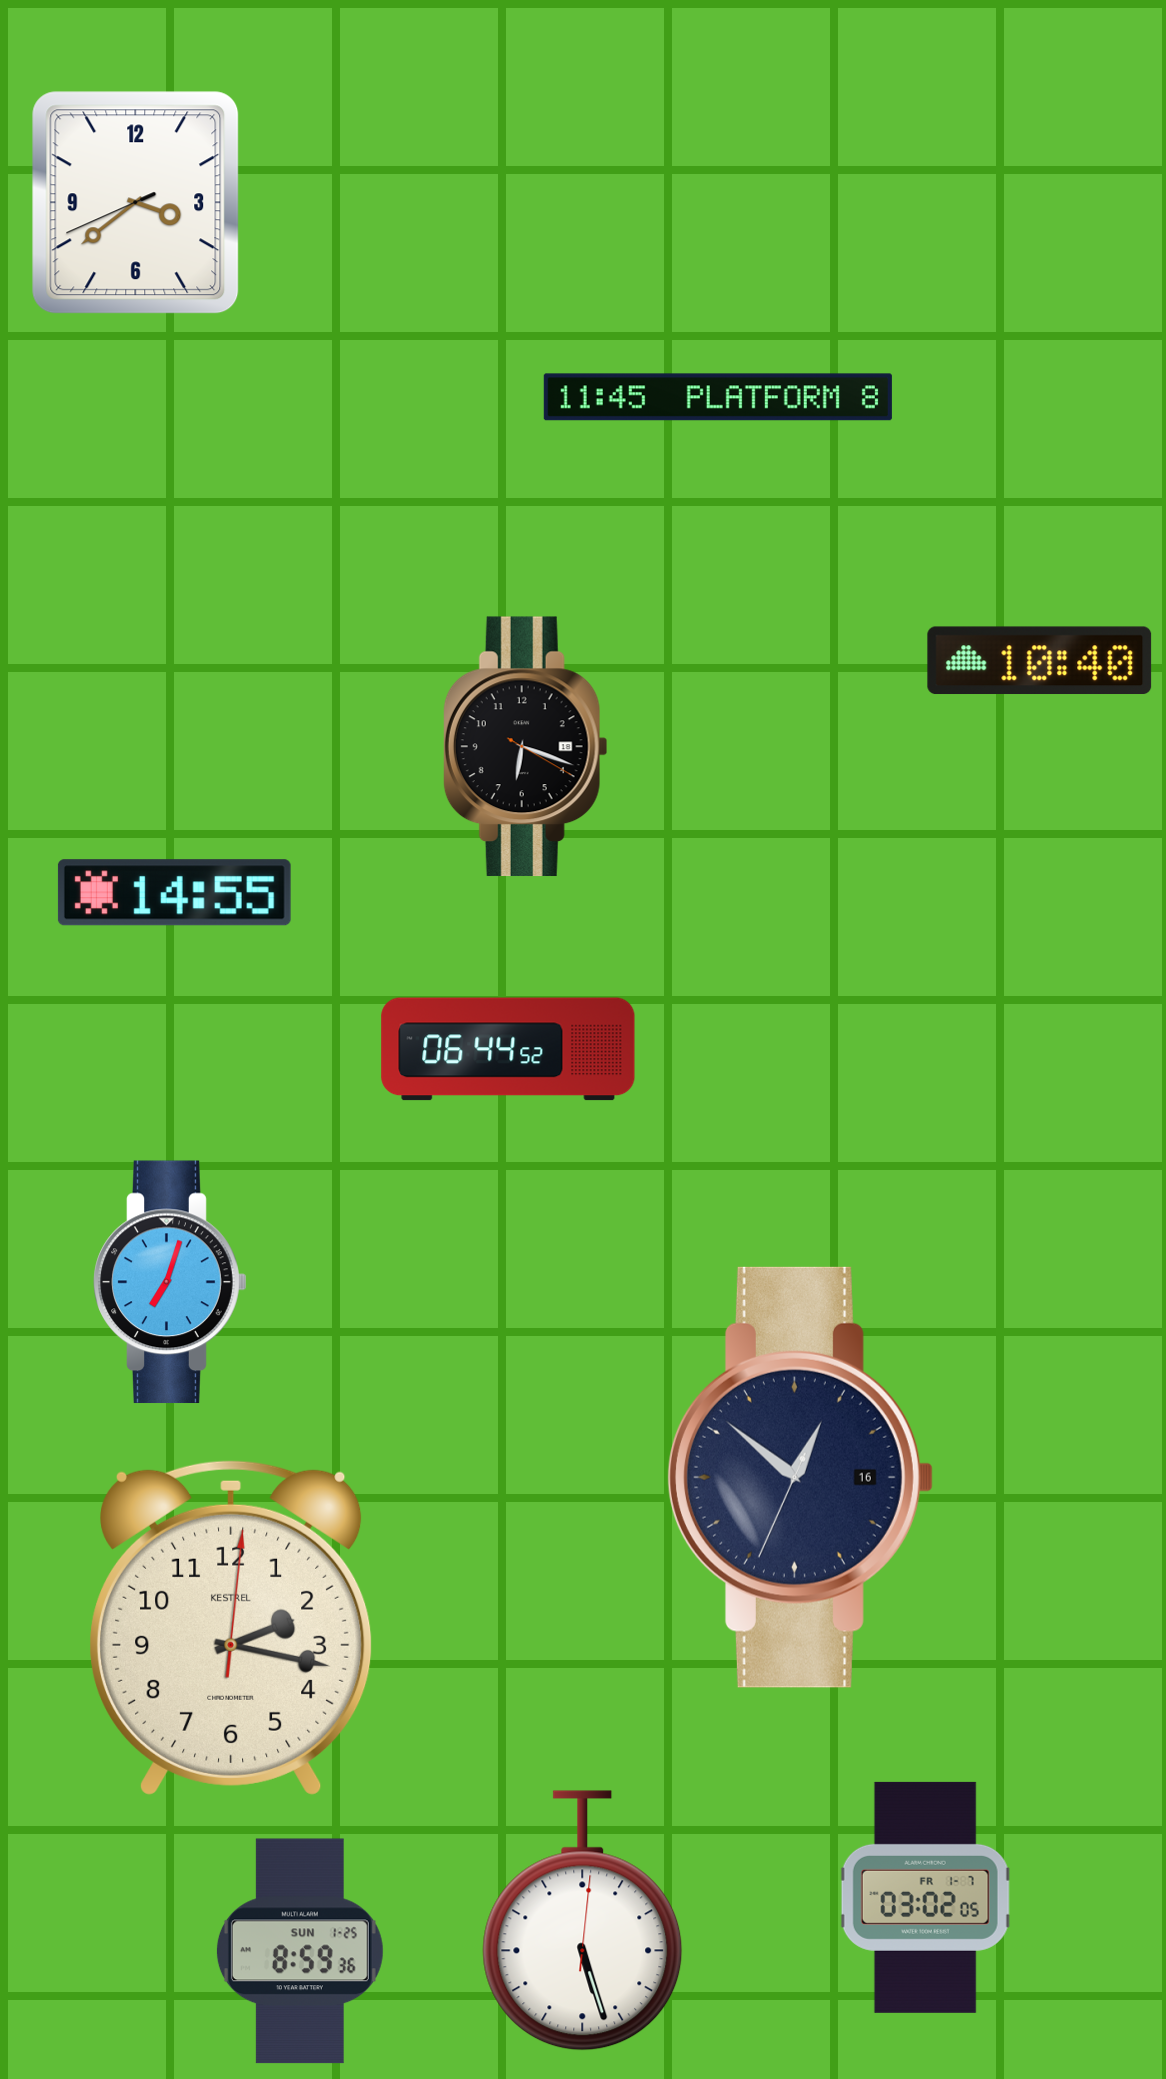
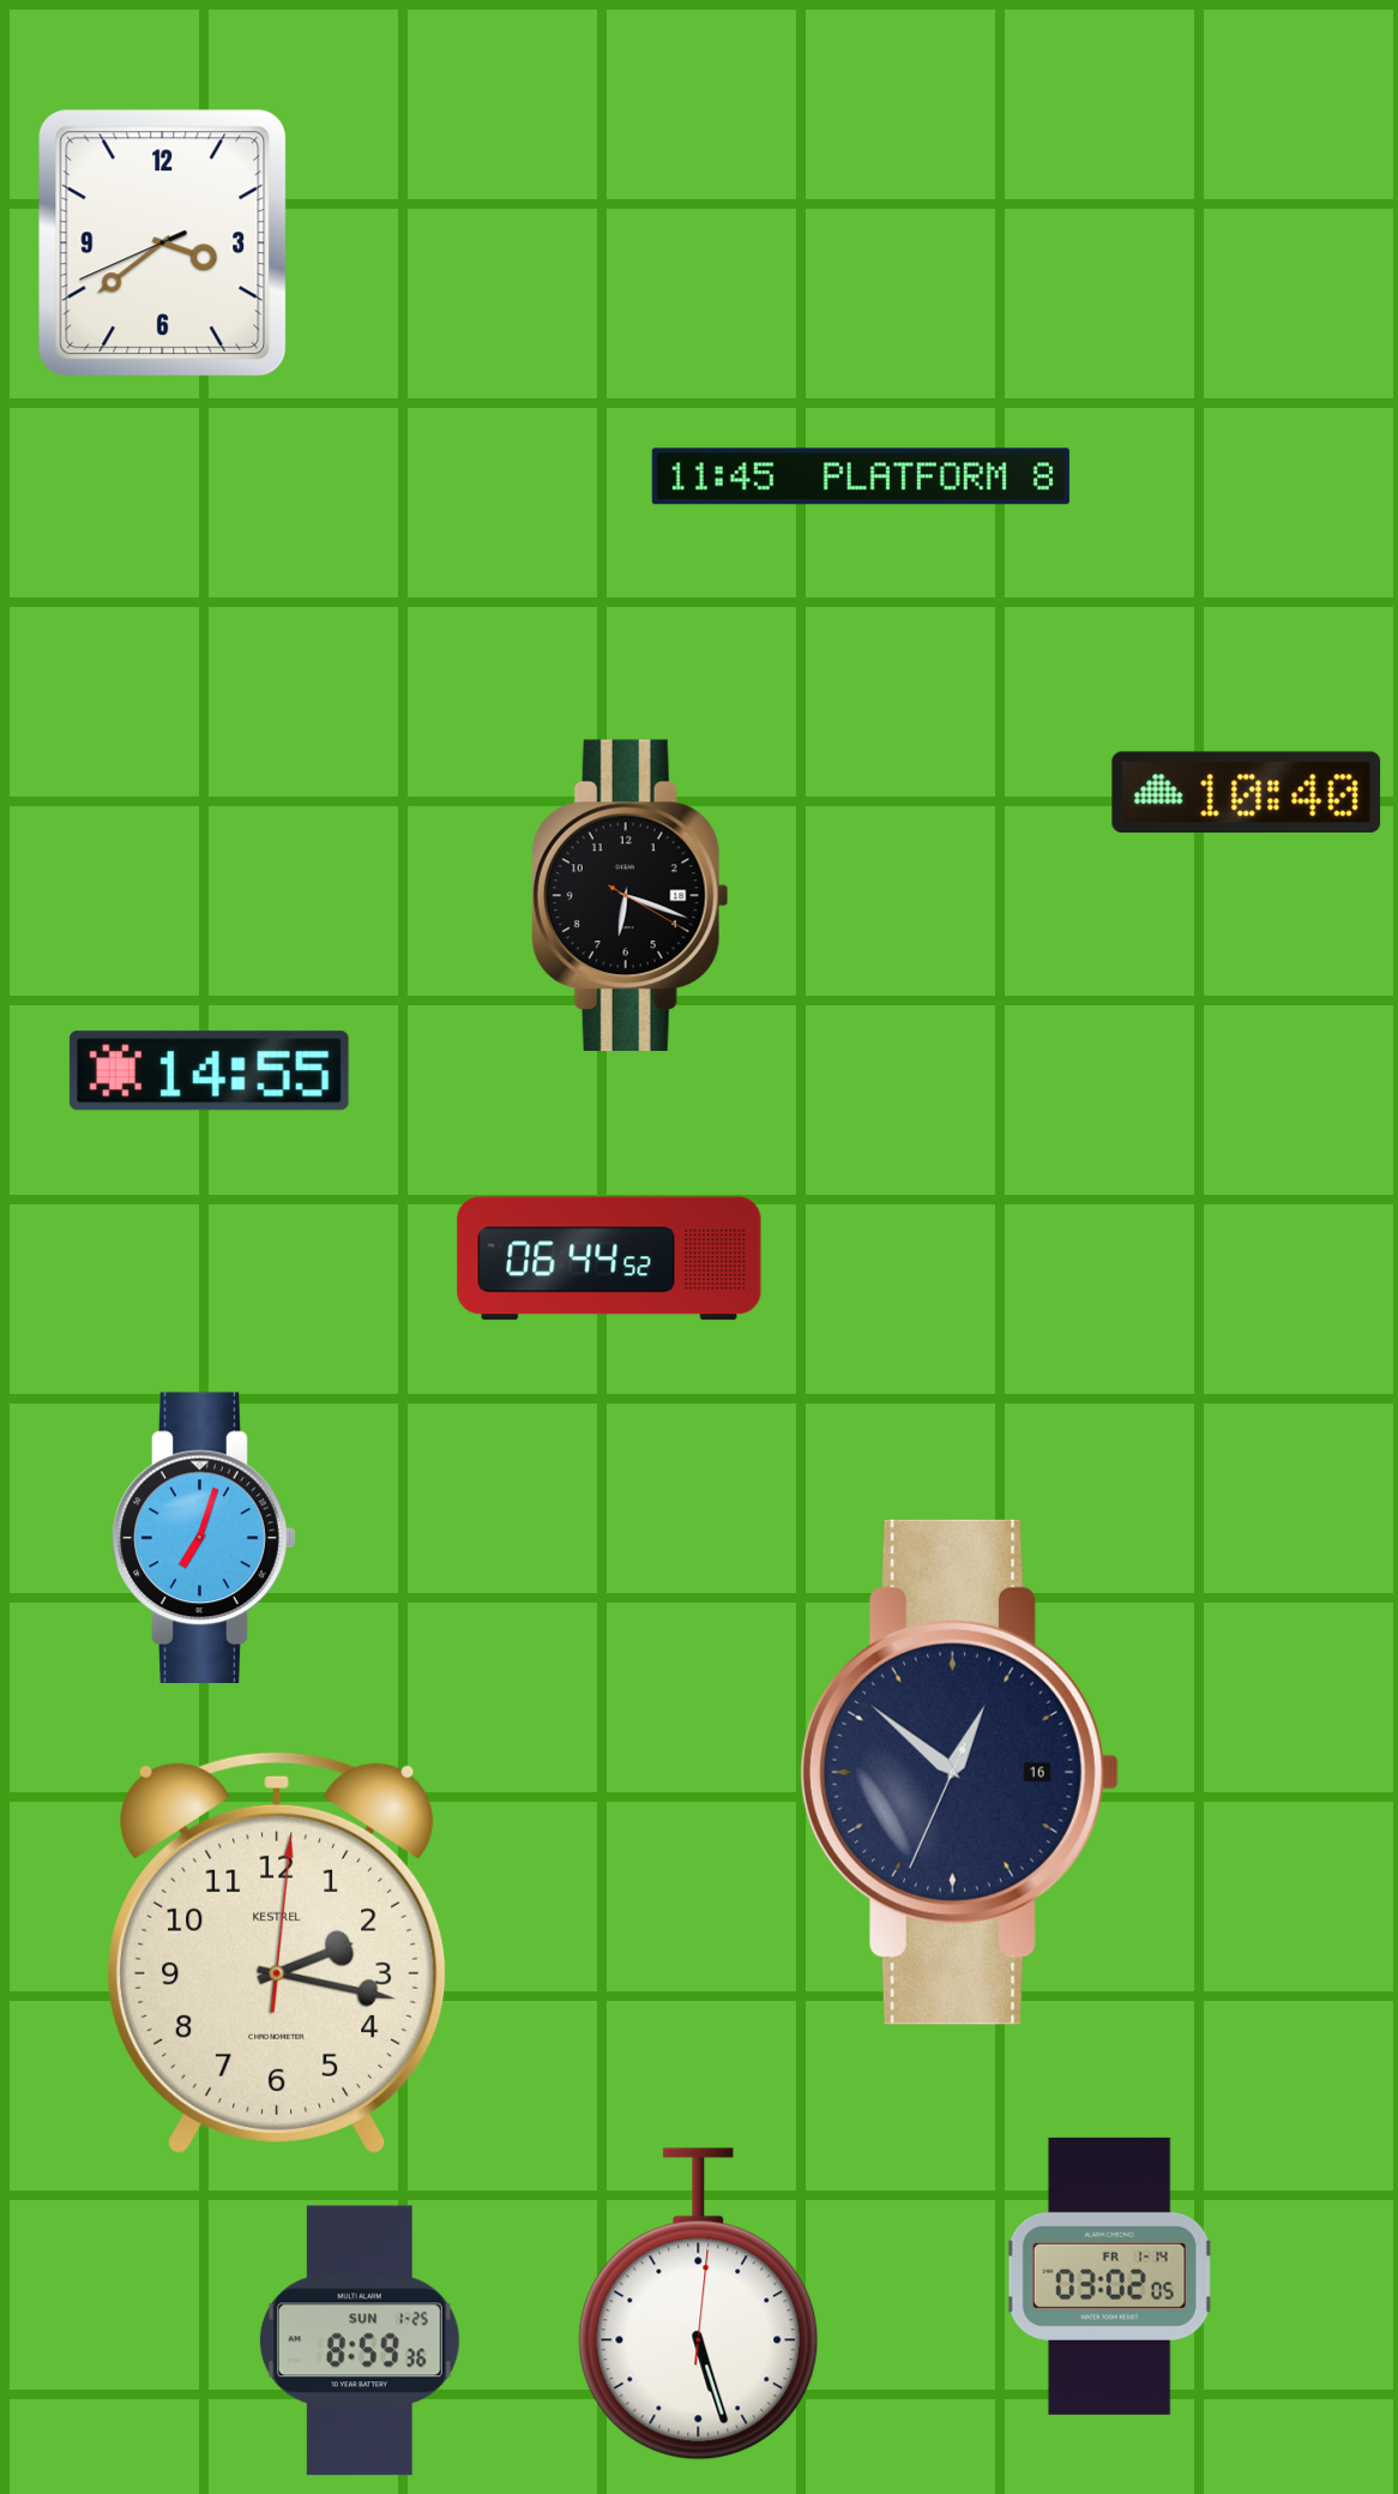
clock at (925, 1897) date: FR 1-7 -> FR 1-14
